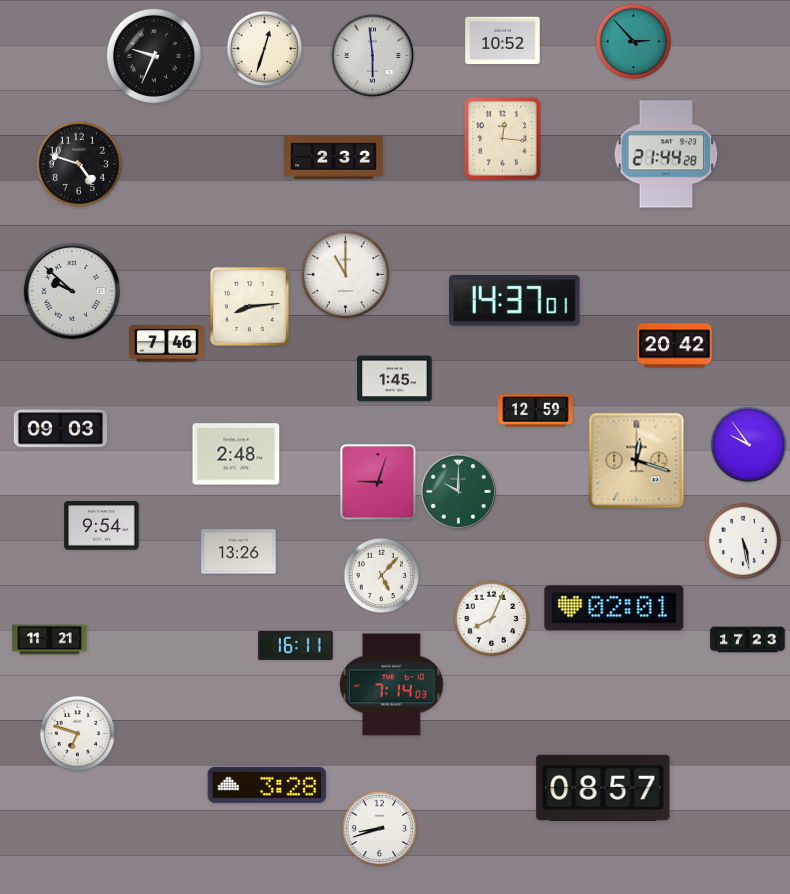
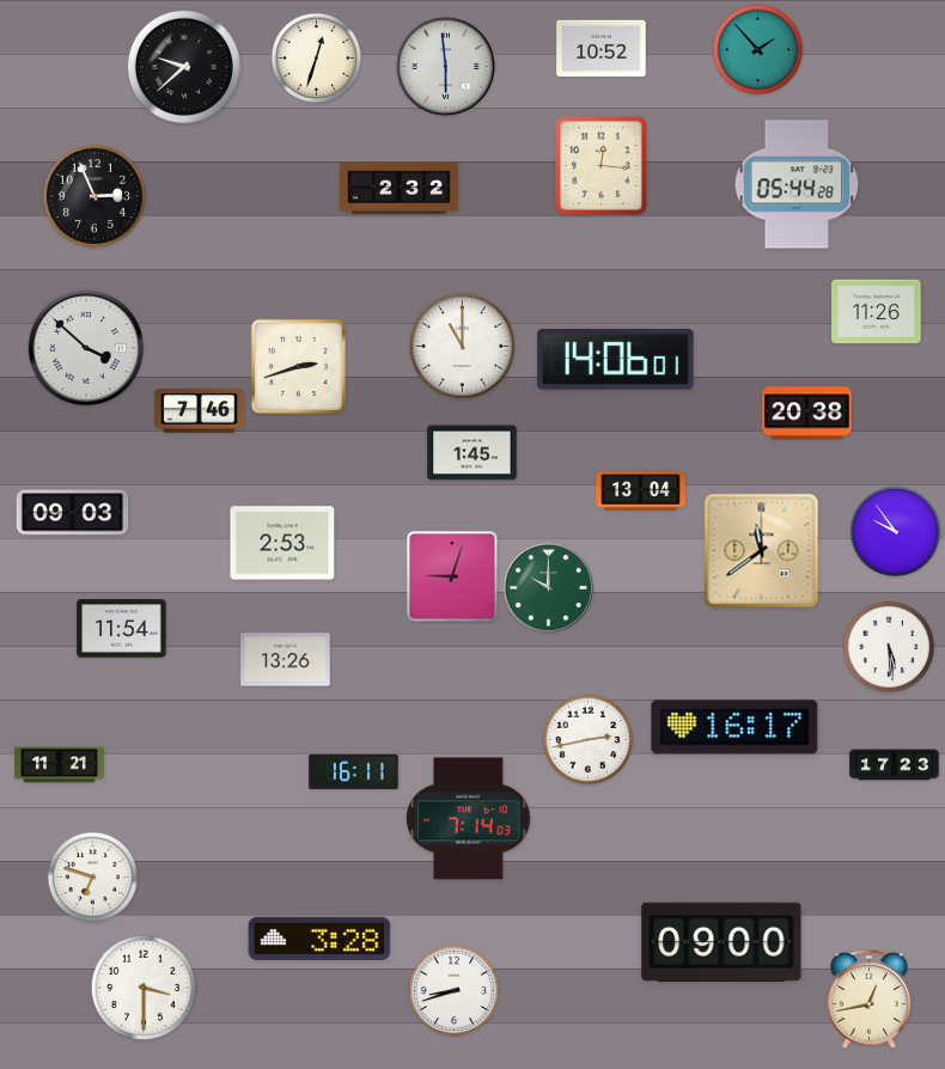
clock at (634, 42): 2:53 -> 1:53
clock at (154, 56): 9:34 -> 9:38
clock at (666, 154): 21:44 -> 05:44
clock at (79, 164): 4:48 -> 2:56
clock at (877, 312): none -> 11:26
clock at (345, 274) position: (345, 274) -> (462, 346)
clock at (71, 290): 9:52 -> 3:52
clock at (515, 300): 14:37 -> 14:06
clock at (249, 306): 8:14 -> 2:42
clock at (675, 346): 20:42 -> 20:38
clock at (536, 411): 12:59 -> 13:04
clock at (236, 454): 2:48 -> 2:53
clock at (637, 461): 12:18 -> 11:39
clock at (102, 526): 9:54 -> 11:54
clock at (743, 541): 5:28 -> 5:29
clock at (382, 576): 5:07 -> none
clock at (614, 608): 02:01 -> 16:17
clock at (492, 619): 8:04 -> 2:43
clock at (603, 788): 08:57 -> 09:00
clock at (144, 988): none -> 3:30
clock at (870, 1000): none -> 12:43
